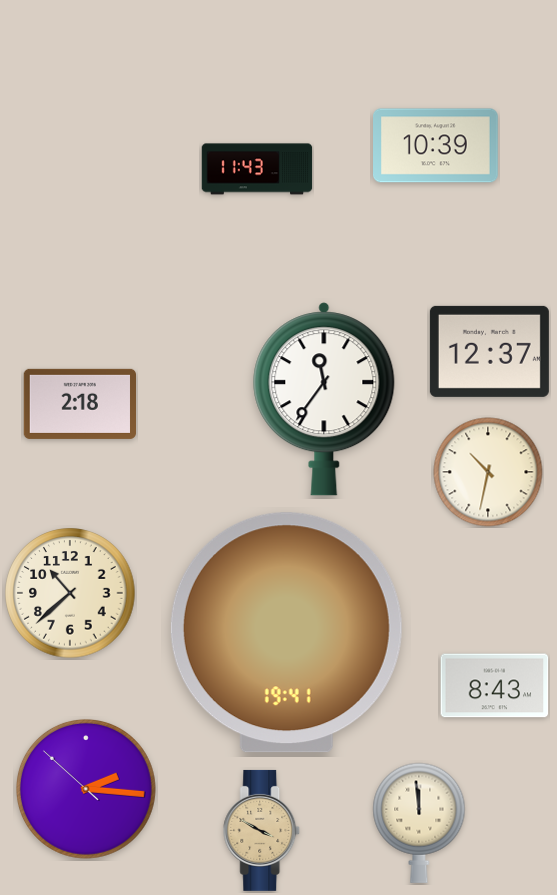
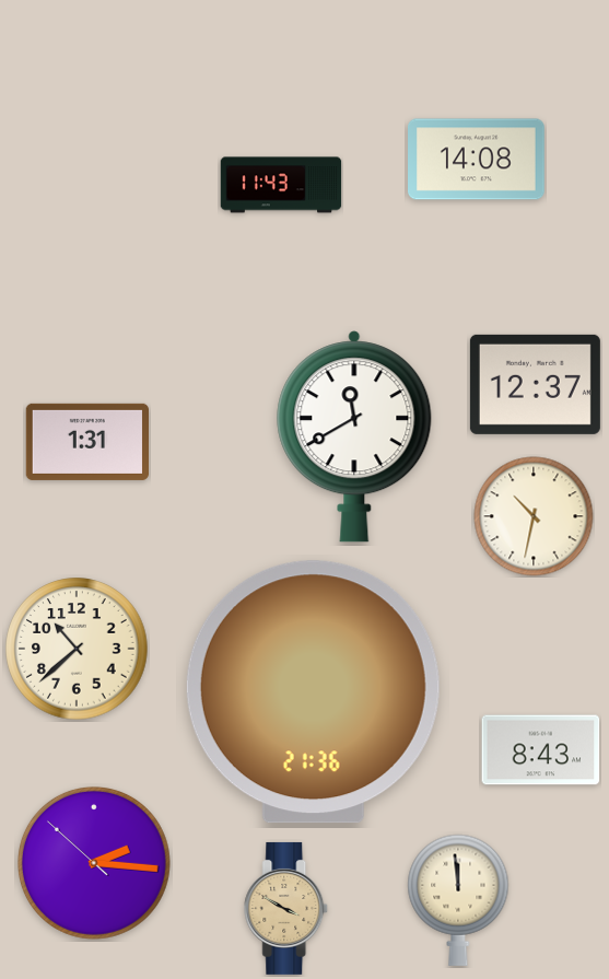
clock at (436, 146): 10:39 -> 14:08
clock at (324, 399): 11:36 -> 11:40
clock at (79, 404): 2:18 -> 1:31
clock at (286, 633): 19:41 -> 21:36
